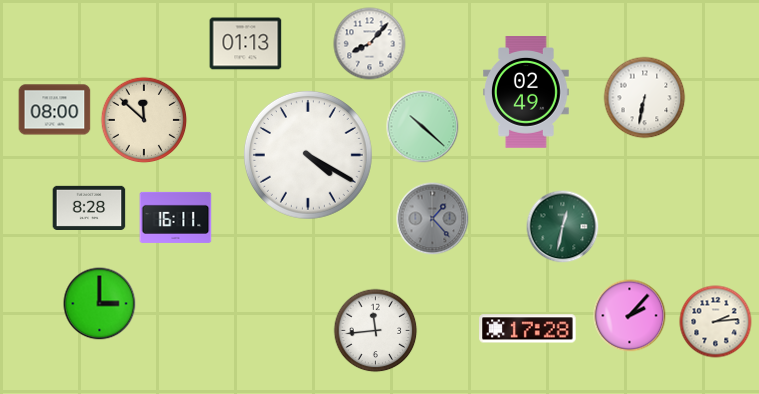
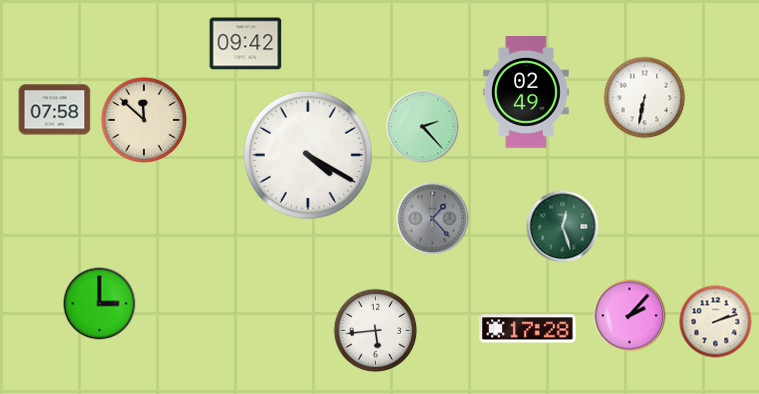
clock at (246, 44): 01:13 -> 09:42
clock at (370, 44): 8:07 -> none
clock at (55, 110): 08:00 -> 07:58
clock at (423, 127): 10:22 -> 2:23
clock at (89, 207): 8:28 -> none
clock at (176, 217): 16:11 -> none
clock at (563, 227): 12:32 -> 12:27
clock at (716, 322): 2:14 -> 2:12
clock at (376, 331): 11:44 -> 5:44
